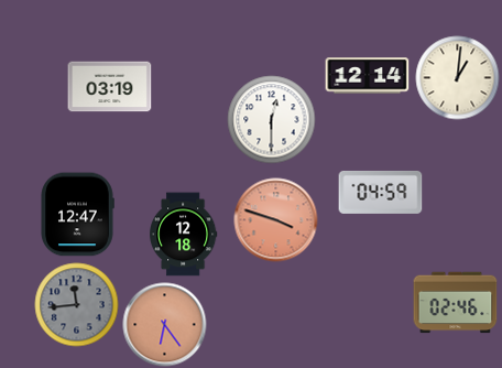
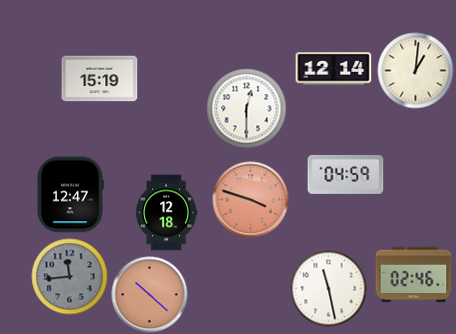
clock at (110, 87): 03:19 -> 15:19
clock at (329, 289): none -> 11:28
clock at (165, 325): 6:24 -> 10:22
